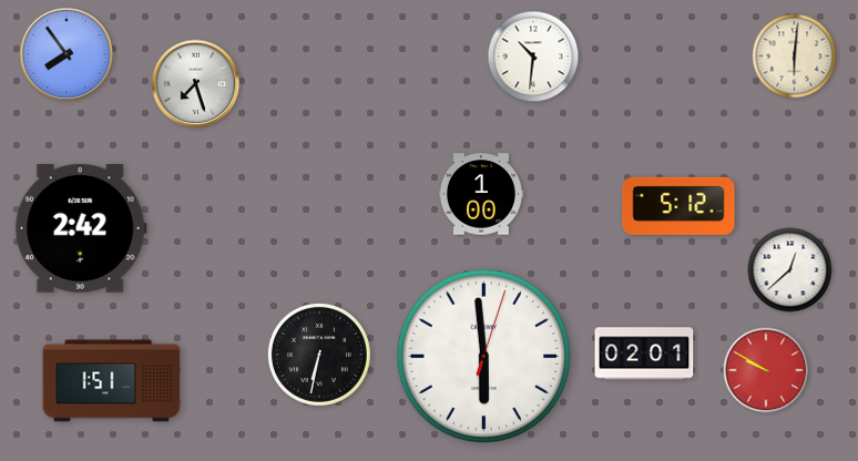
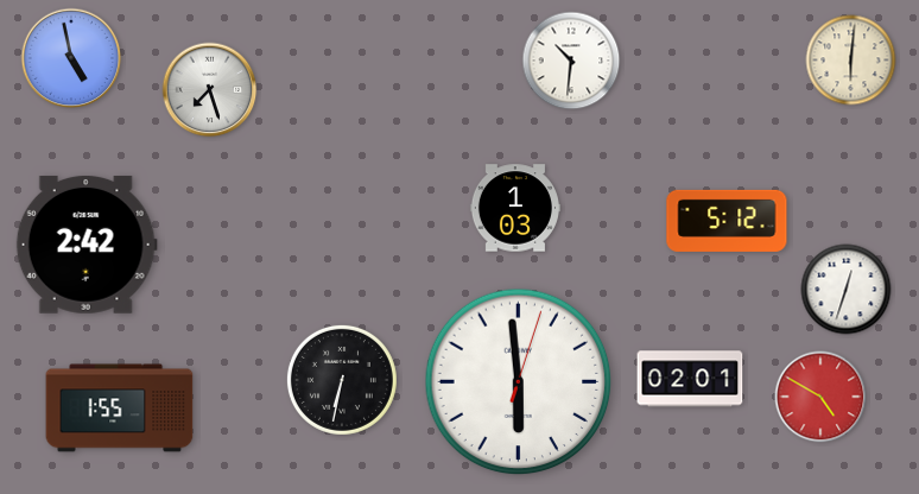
clock at (67, 54): 7:54 -> 4:58
clock at (481, 194): 1:00 -> 1:03
clock at (790, 270): 12:38 -> 12:33
clock at (766, 370): 9:50 -> 4:50
clock at (112, 381): 1:51 -> 1:55
